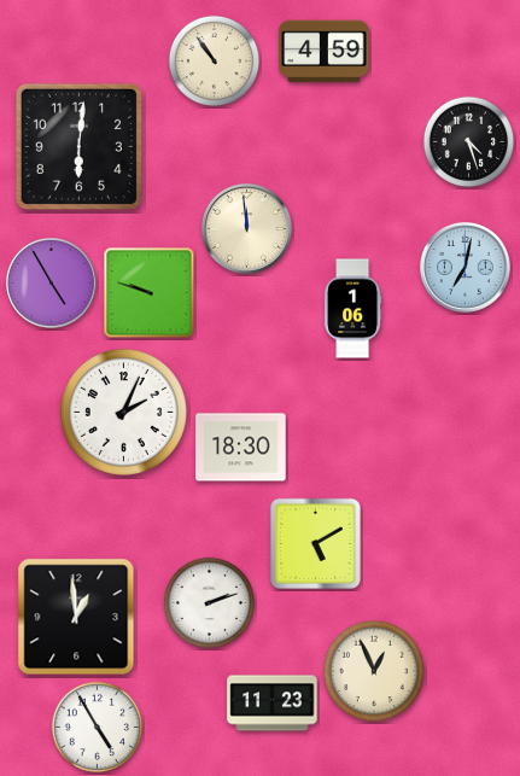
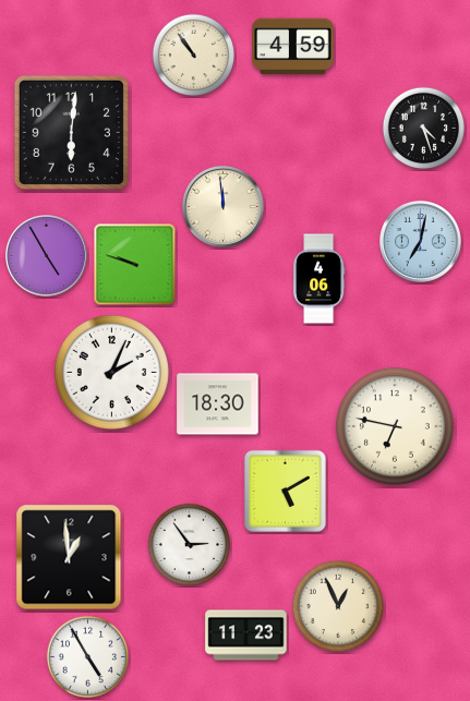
clock at (354, 309): 1:06 -> 4:06
clock at (395, 426): none -> 6:47
clock at (210, 603): 2:12 -> 2:54
